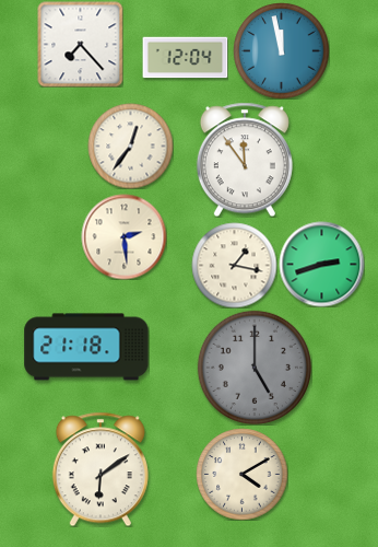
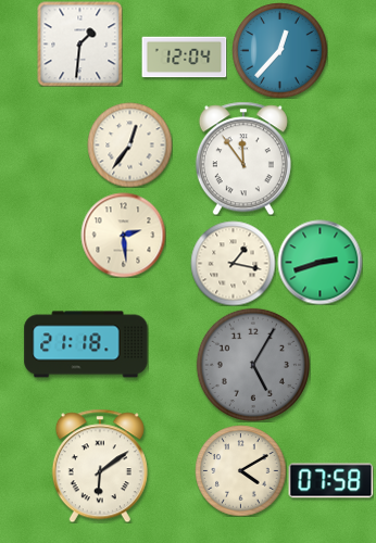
clock at (80, 44): 7:23 -> 1:31
clock at (281, 50): 11:58 -> 12:37
clock at (253, 366): 5:00 -> 5:05
clock at (330, 481): none -> 07:58
